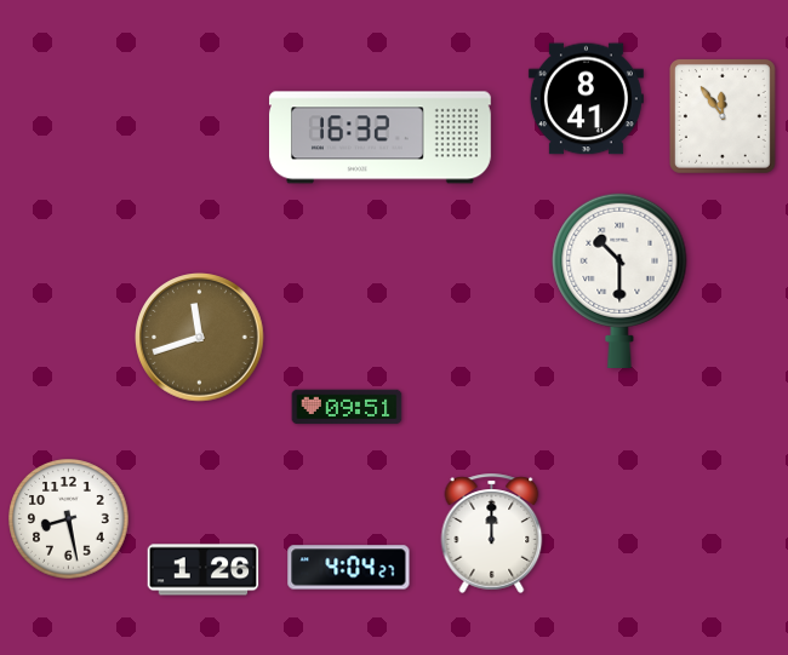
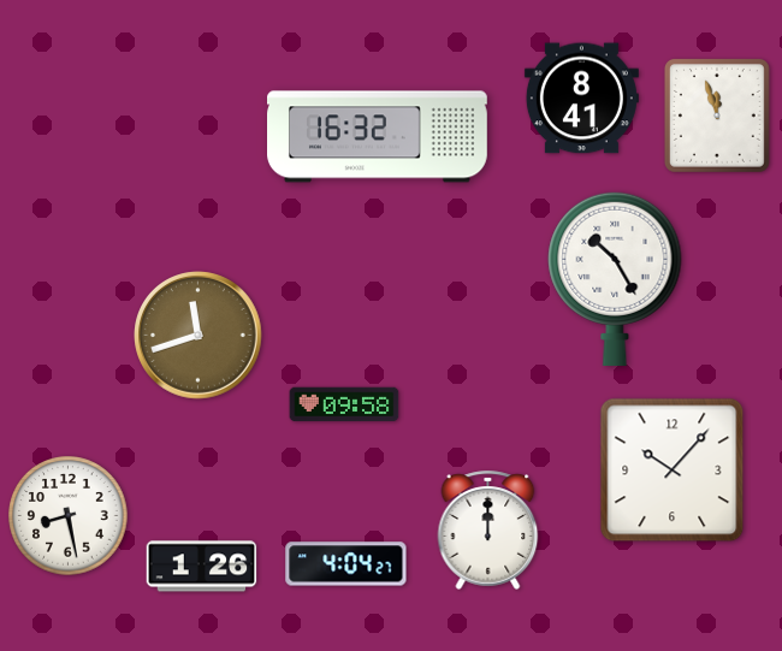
clock at (723, 116): 11:54 -> 11:57
clock at (619, 280): 10:30 -> 10:25
clock at (347, 407): 09:51 -> 09:58
clock at (673, 471): none -> 10:07
